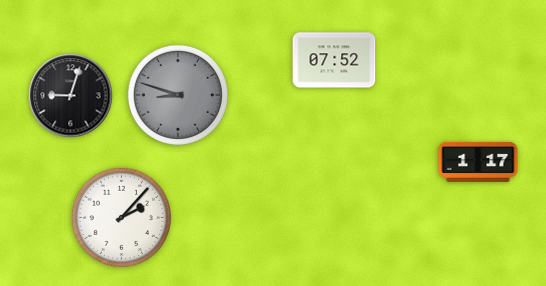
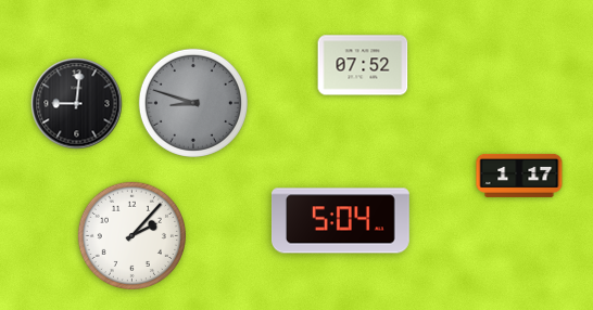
clock at (71, 96): 9:03 -> 9:01
clock at (340, 221): none -> 5:04
